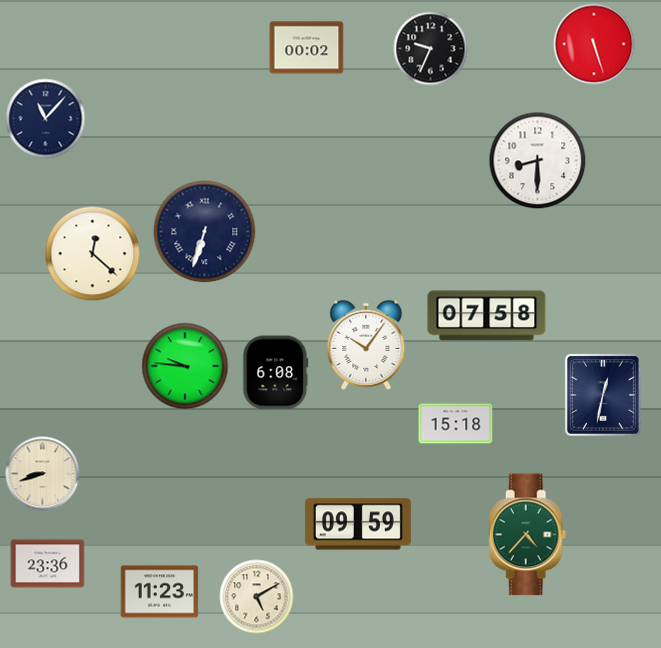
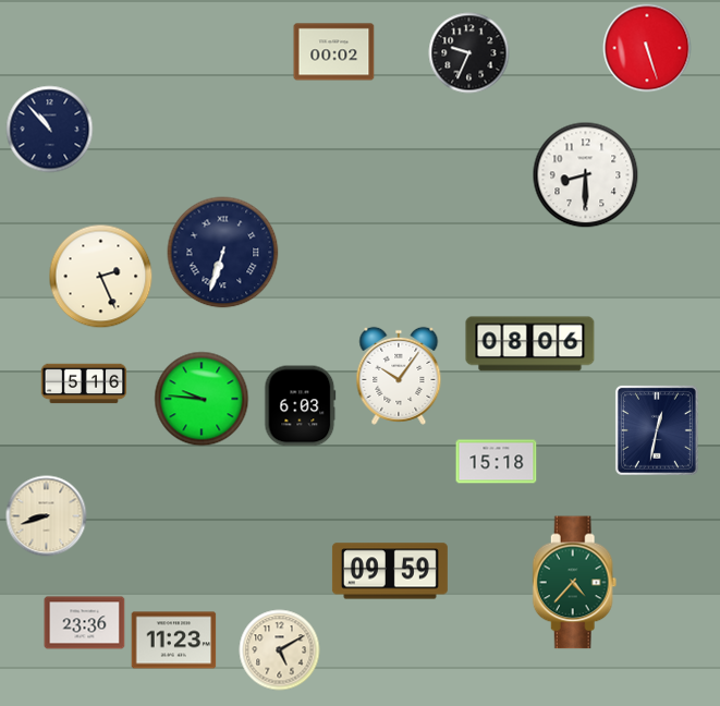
clock at (46, 119): 11:07 -> 10:53
clock at (93, 254): 12:22 -> 2:26
clock at (487, 316): 07:58 -> 08:06
clock at (84, 384): none -> 5:16
clock at (276, 373): 6:08 -> 6:03
clock at (48, 564) position: (48, 564) -> (85, 623)
clock at (160, 592) position: (160, 592) -> (174, 641)
